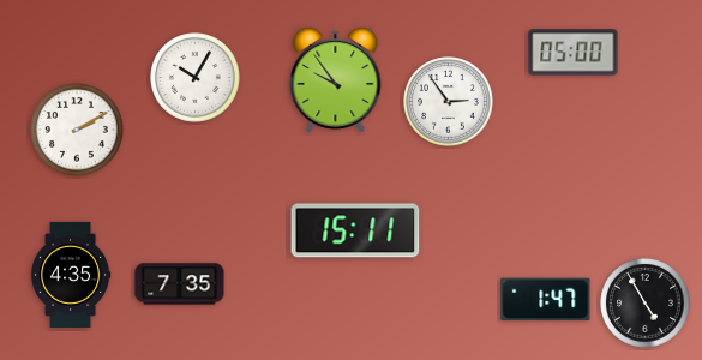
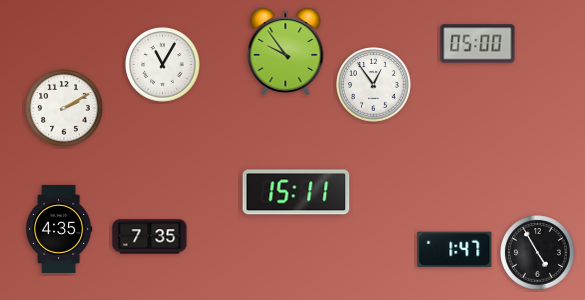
clock at (196, 78): 10:05 -> 11:05
clock at (336, 79) position: (336, 79) -> (286, 51)
clock at (449, 102): 2:54 -> 12:54
